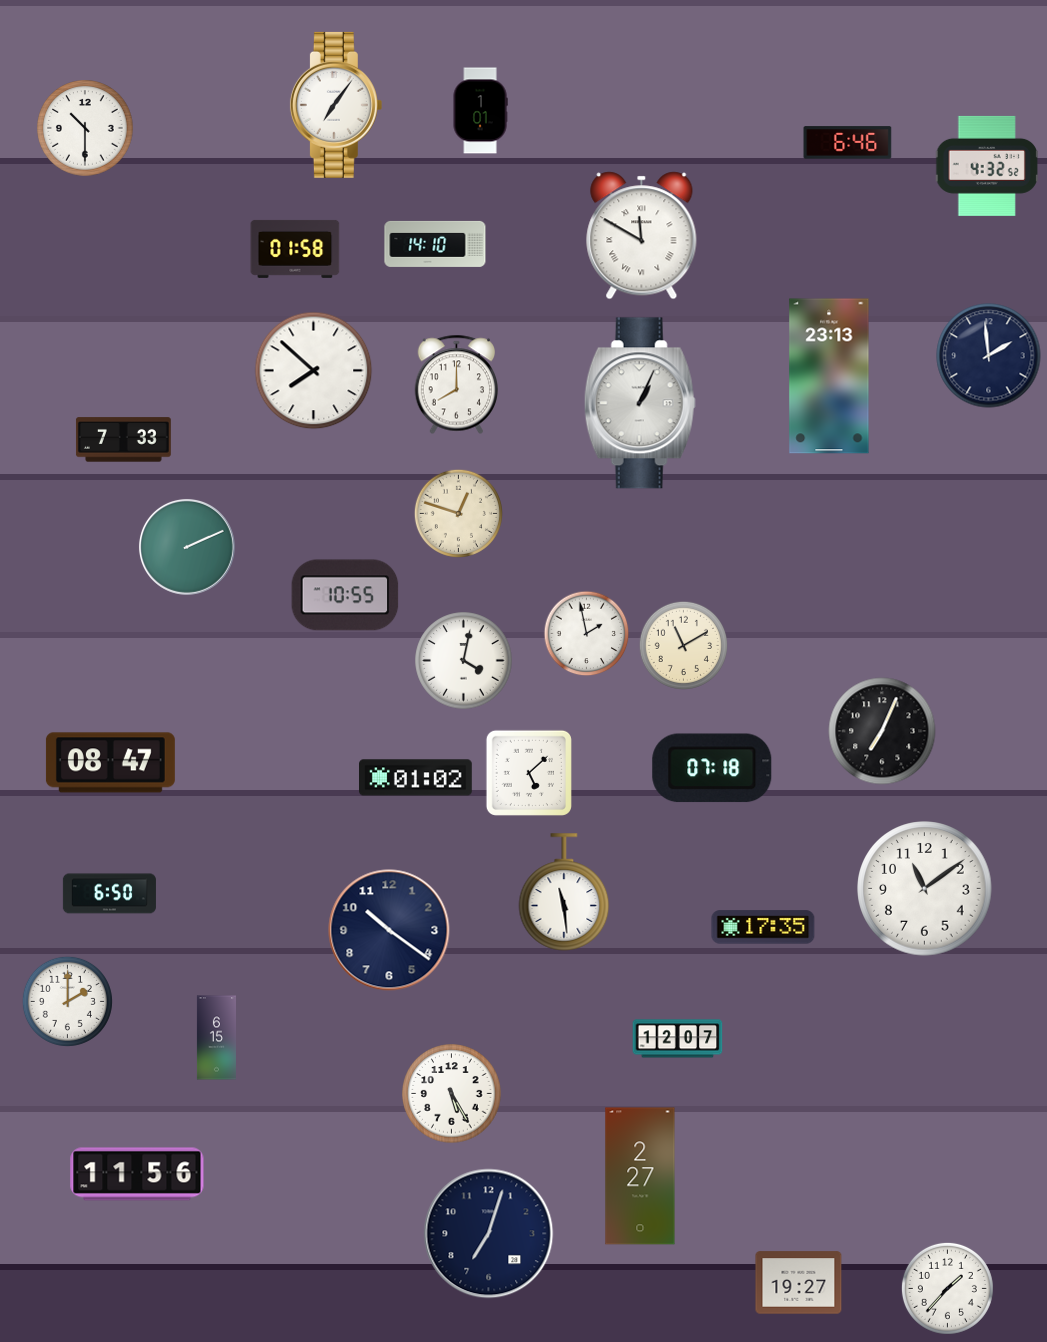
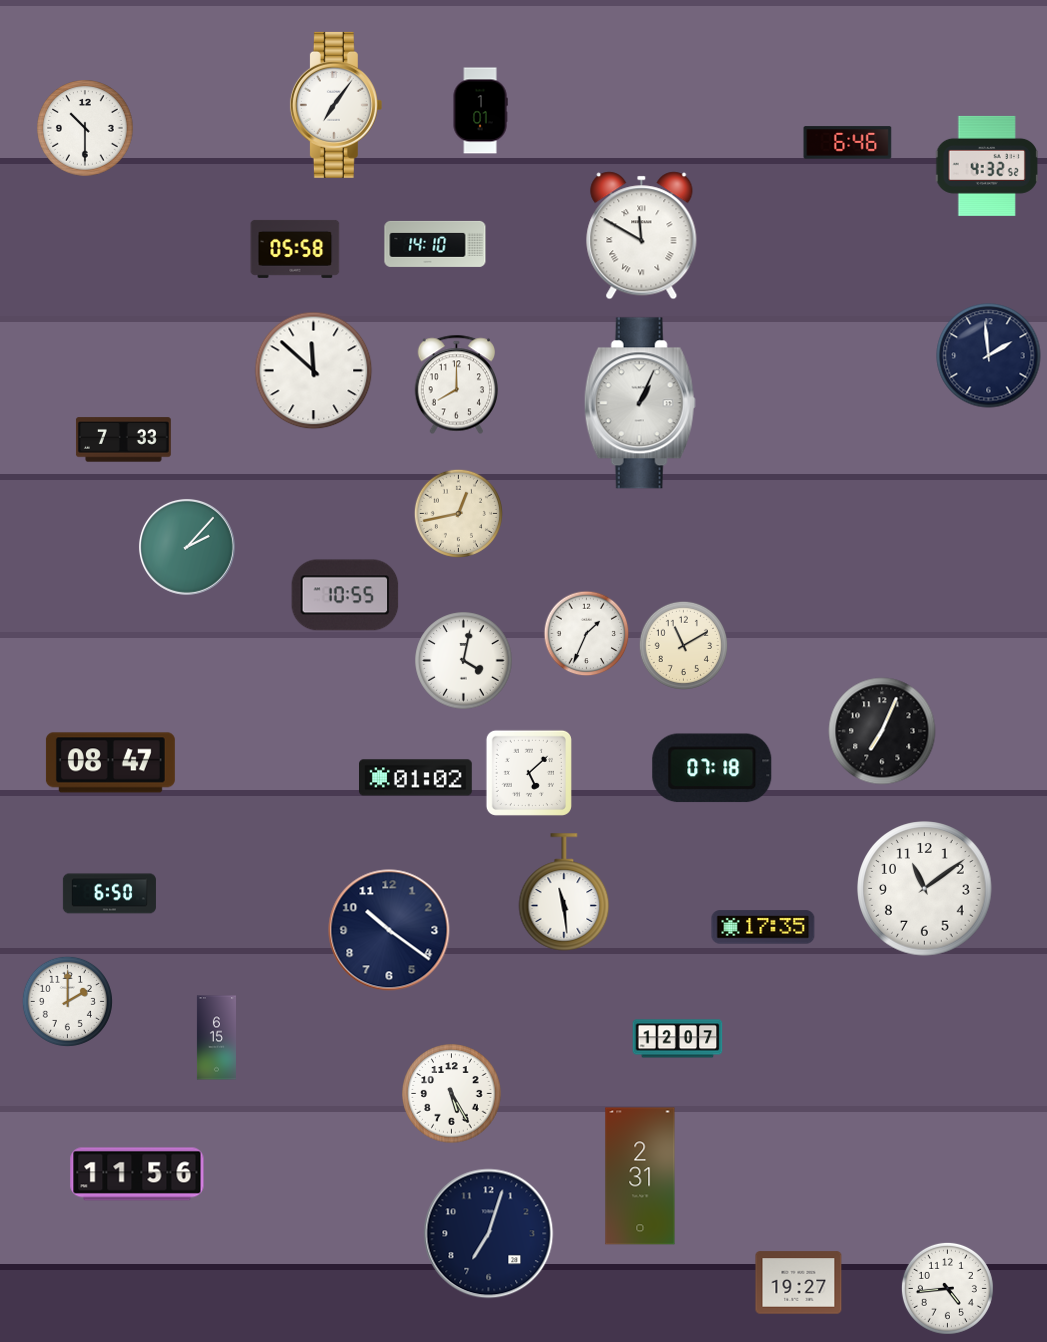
clock at (295, 249): 01:58 -> 05:58
clock at (314, 371): 7:52 -> 11:52
clock at (829, 376): 23:13 -> none
clock at (458, 513): 12:48 -> 12:43
clock at (187, 547): 2:11 -> 2:07
clock at (587, 634): 1:58 -> 1:34
clock at (640, 1176): 2:27 -> 2:31
clock at (947, 1288): 1:37 -> 4:44
